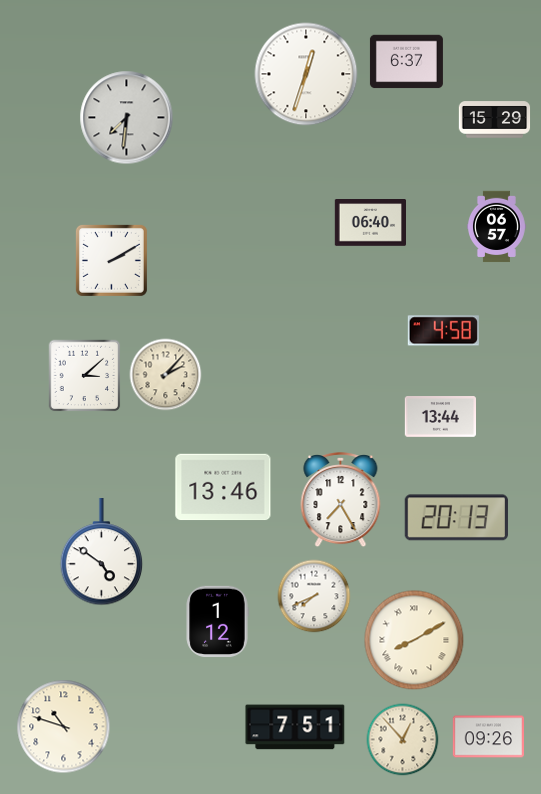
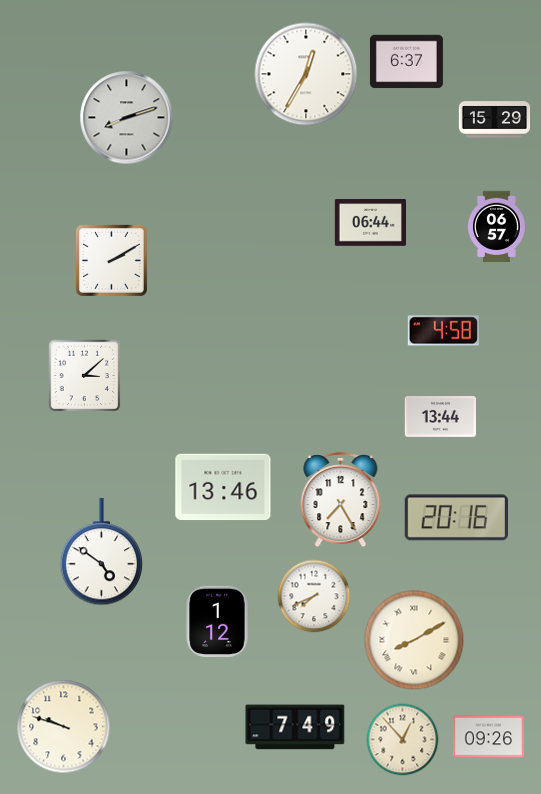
clock at (306, 74): 12:33 -> 12:35
clock at (127, 118): 7:31 -> 8:12
clock at (370, 223): 06:40 -> 06:44
clock at (166, 375): 2:07 -> none
clock at (456, 518): 20:13 -> 20:16
clock at (64, 727): 10:48 -> 9:48
clock at (295, 727): 7:51 -> 7:49
